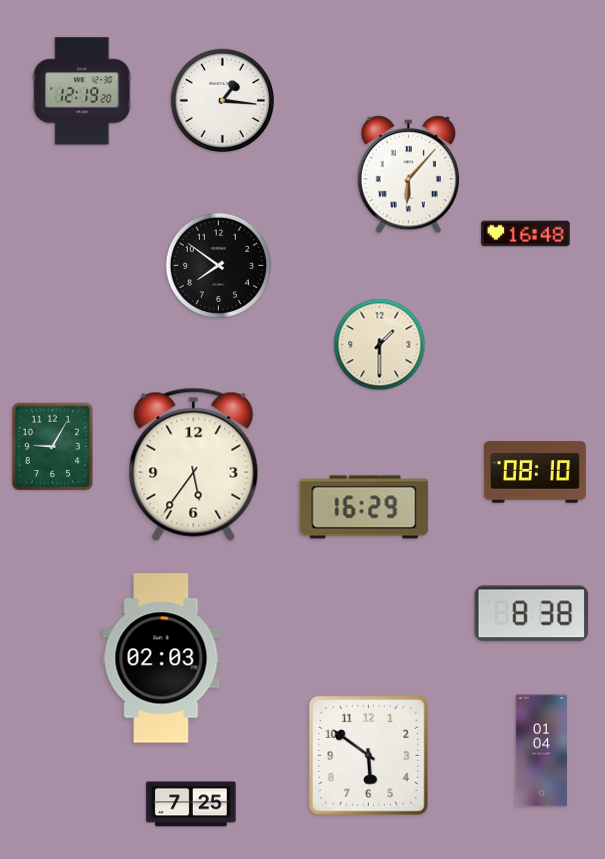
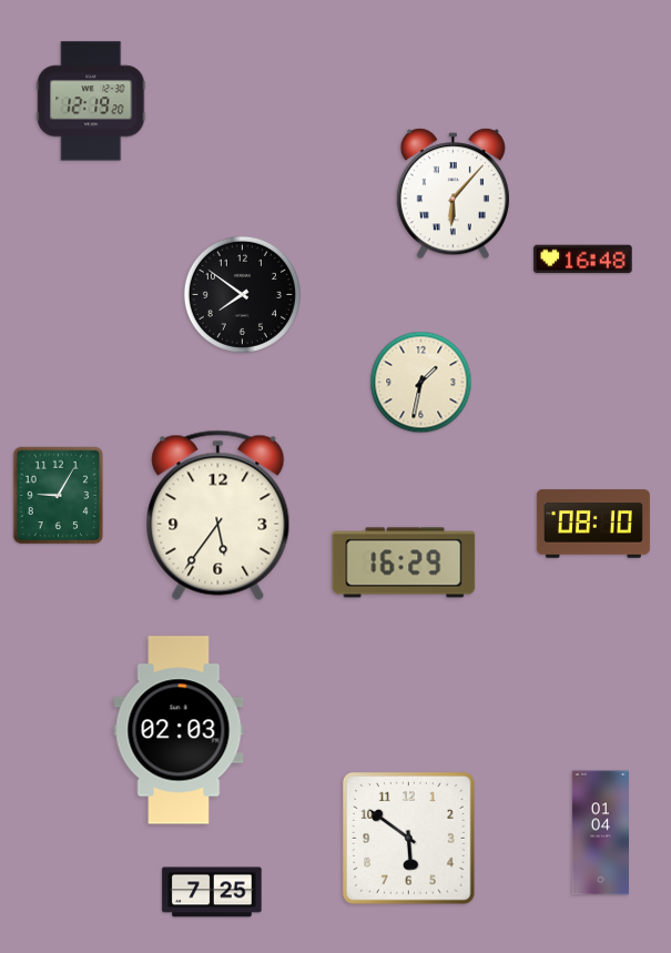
clock at (222, 100): 1:16 -> none
clock at (380, 345): 1:30 -> 1:32
clock at (194, 464) position: (194, 464) -> (218, 515)
clock at (532, 614): 8:38 -> none
